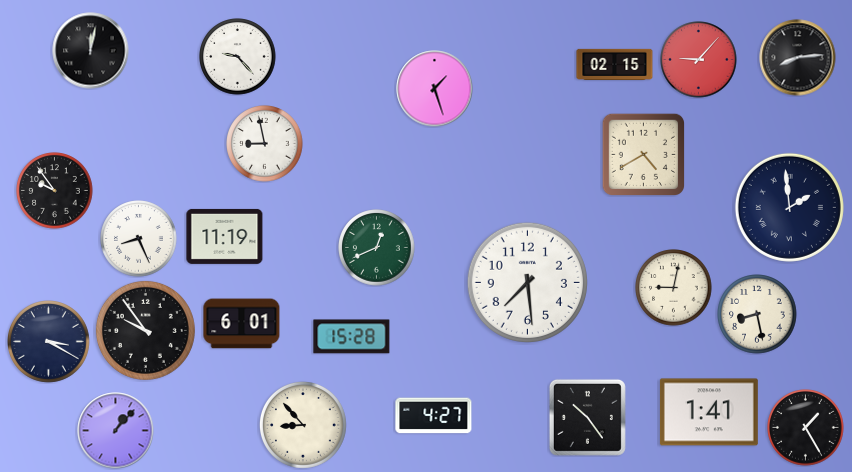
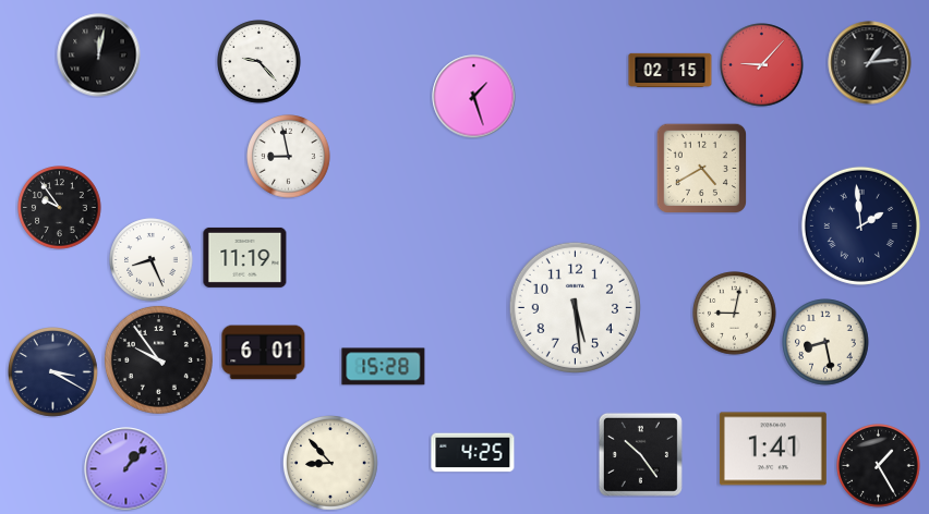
clock at (798, 58): 8:14 -> 1:14
clock at (377, 248): 12:41 -> none
clock at (527, 282): 7:29 -> 5:29
clock at (434, 416): 4:27 -> 4:25
